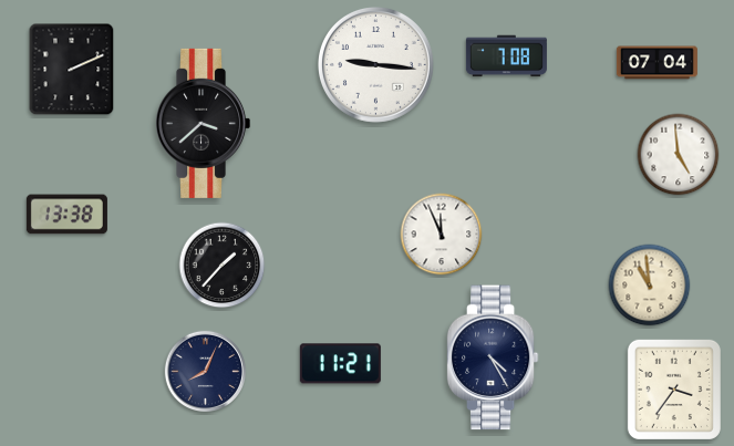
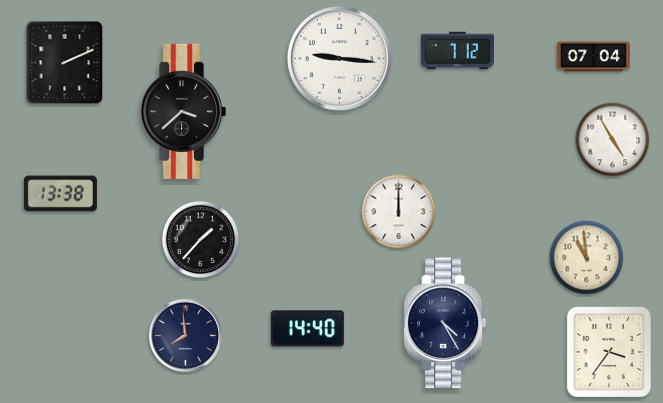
clock at (506, 56): 7:08 -> 7:12
clock at (679, 155): 4:59 -> 4:55
clock at (442, 235): 11:56 -> 12:00
clock at (340, 364): 11:21 -> 14:40
clock at (205, 371): 8:04 -> 7:59
